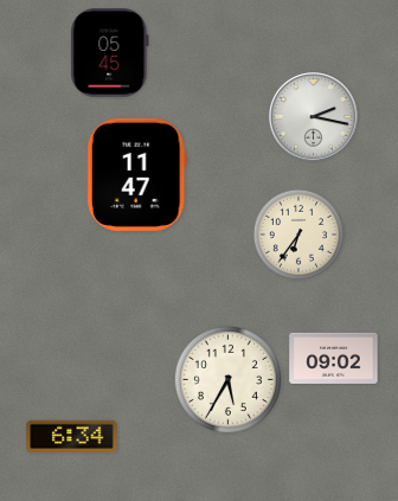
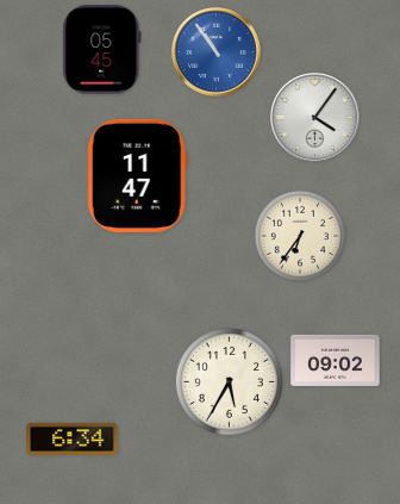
clock at (217, 52): none -> 10:54
clock at (110, 53) position: (110, 53) -> (102, 50)
clock at (314, 117): 2:17 -> 4:06
